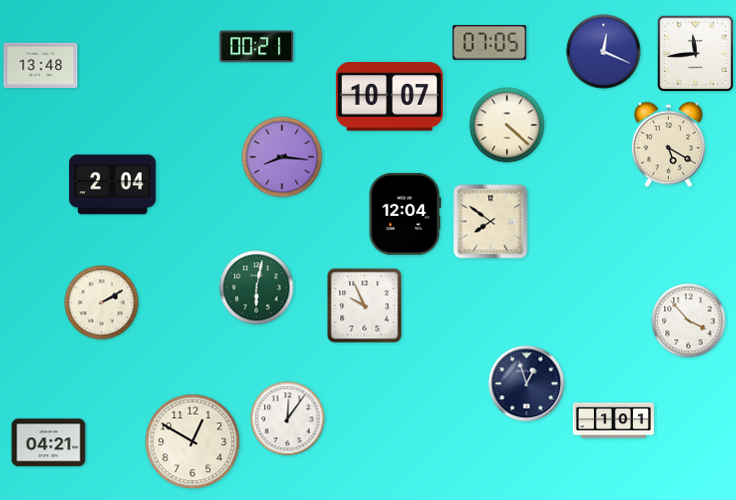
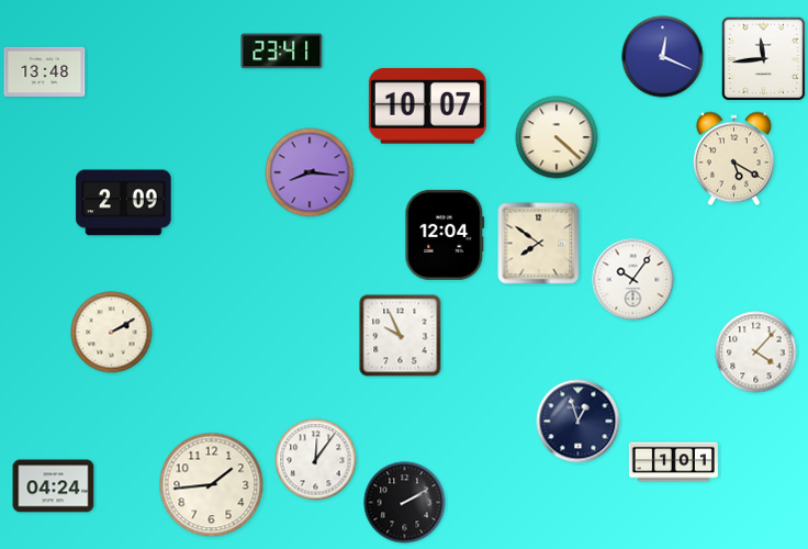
clock at (490, 42): 07:05 -> none
clock at (257, 47): 00:21 -> 23:41
clock at (113, 185): 2:04 -> 2:09
clock at (633, 280): none -> 10:06
clock at (257, 288): 6:02 -> none
clock at (689, 321): 3:53 -> 4:07
clock at (193, 442): 12:50 -> 1:44
clock at (49, 443): 04:21 -> 04:24
clock at (405, 503): none -> 2:10
